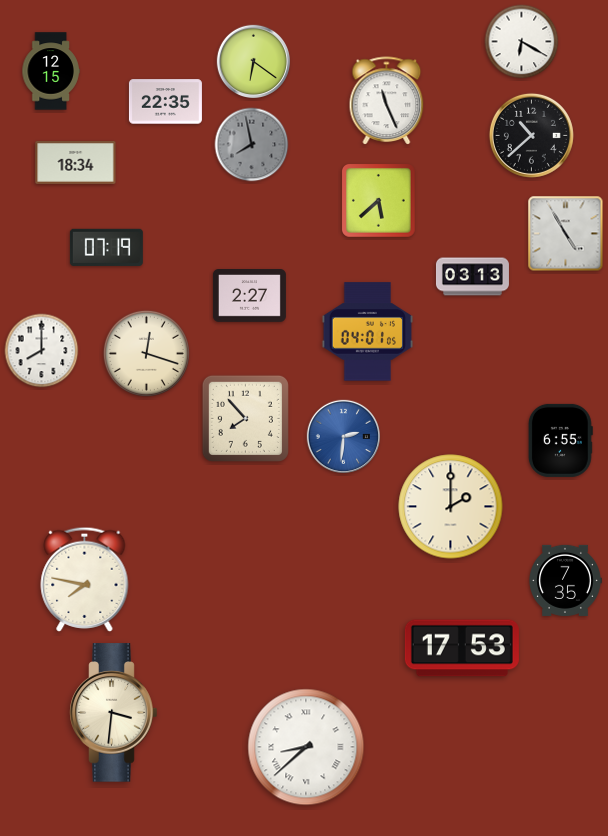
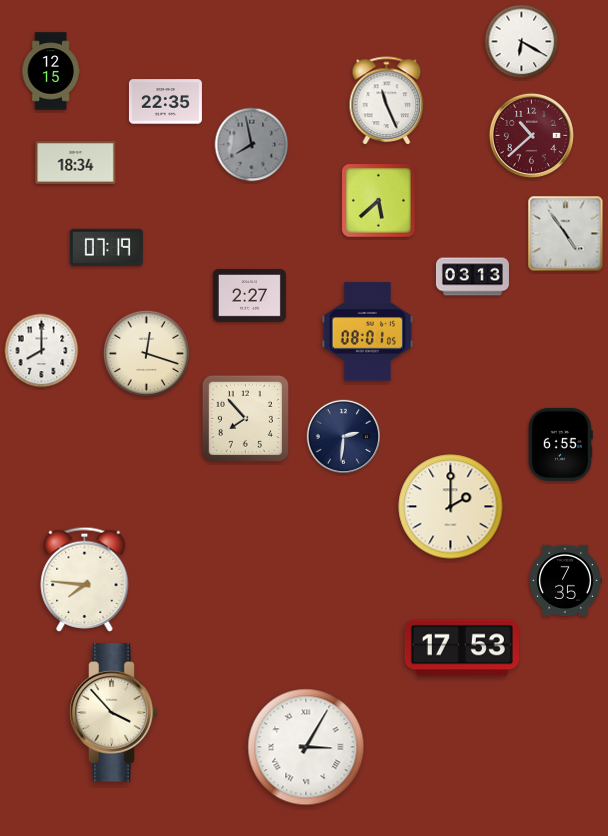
clock at (253, 61): 6:21 -> none
clock at (531, 135) dial: black -> burgundy
clock at (566, 234): 4:55 -> 4:54
clock at (367, 332): 04:01 -> 08:01
clock at (343, 436) dial: blue -> navy
clock at (560, 440) position: (560, 440) -> (560, 444)
clock at (85, 579): 7:47 -> 7:46
clock at (114, 713): 3:31 -> 3:53
clock at (306, 747): 8:38 -> 3:05
